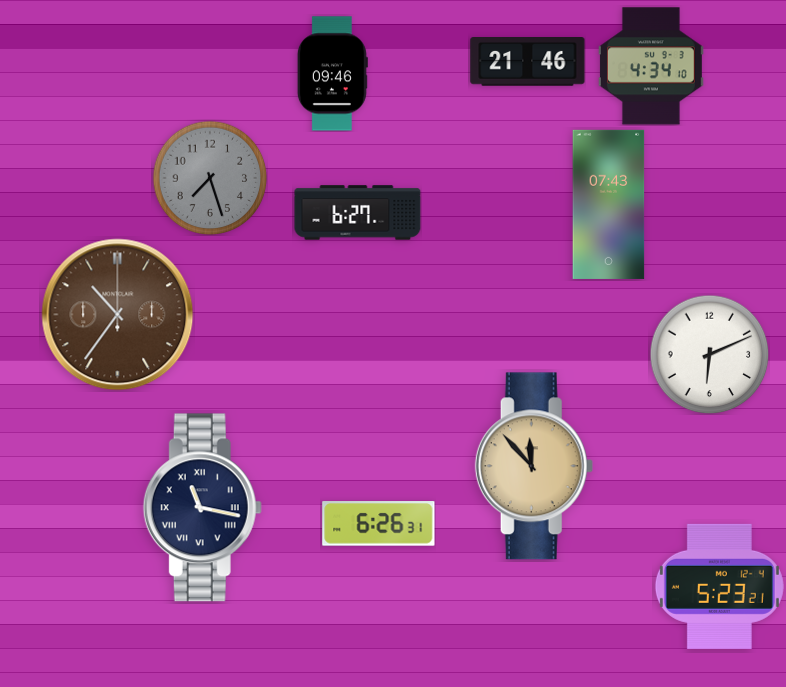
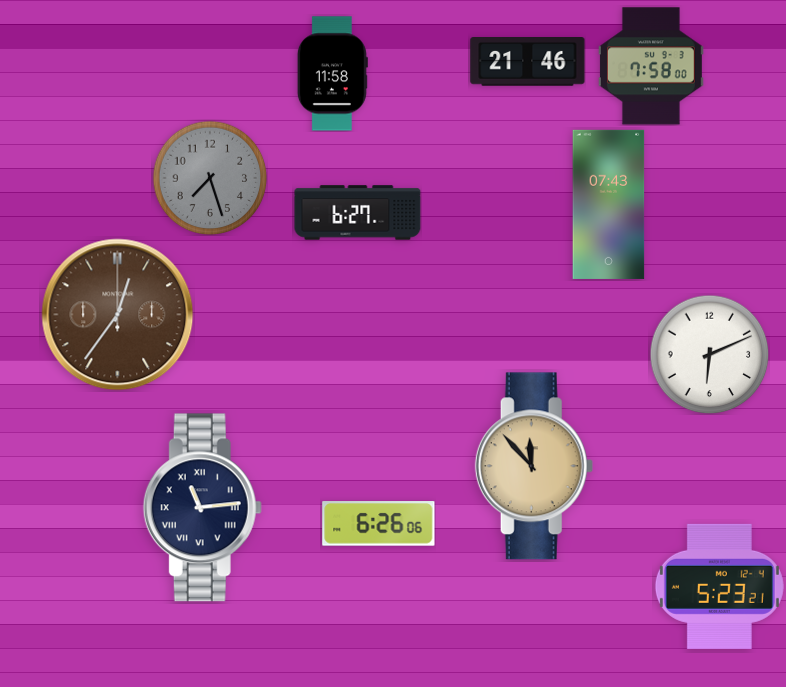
clock at (651, 66): 4:34 -> 7:58
clock at (332, 74): 09:46 -> 11:58
clock at (118, 315): 10:36 -> 12:36
clock at (202, 508): 11:17 -> 11:14
clock at (379, 524): 6:26:31 -> 6:26:06
